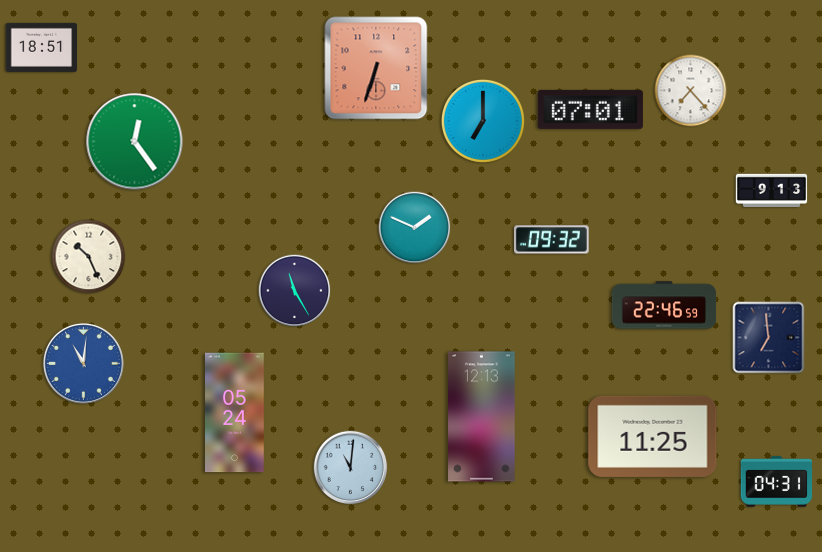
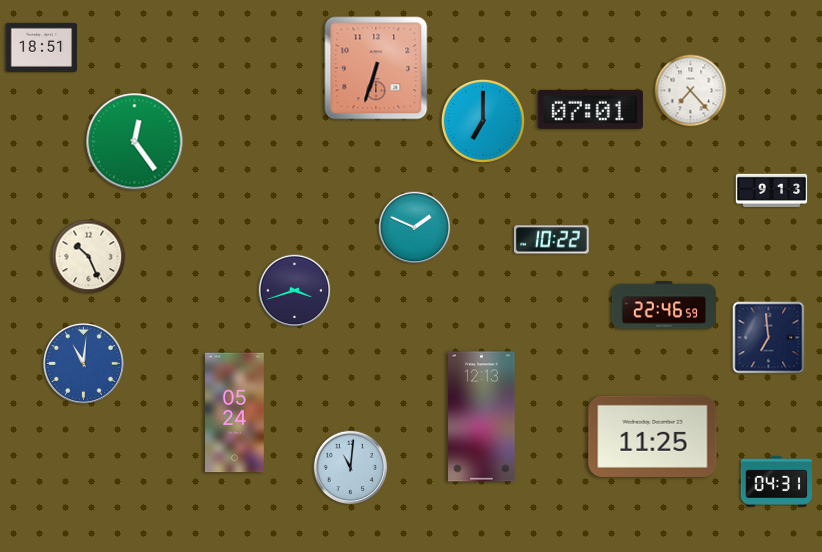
clock at (552, 240): 09:32 -> 10:22
clock at (295, 291): 11:25 -> 3:42
